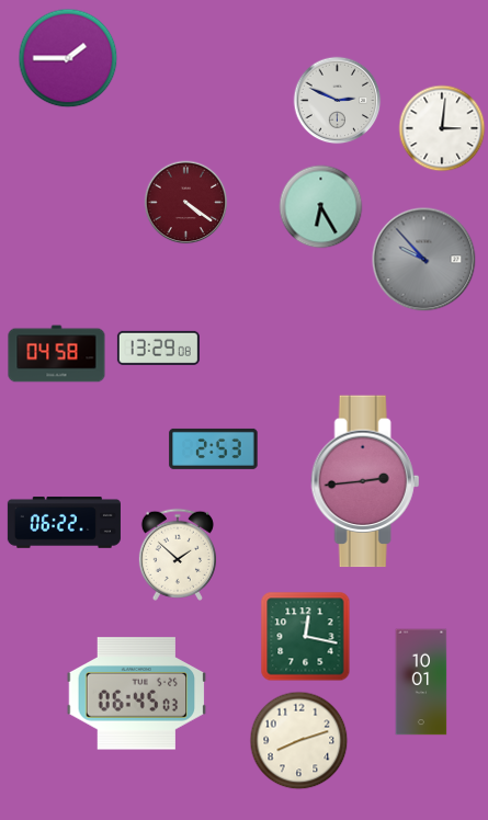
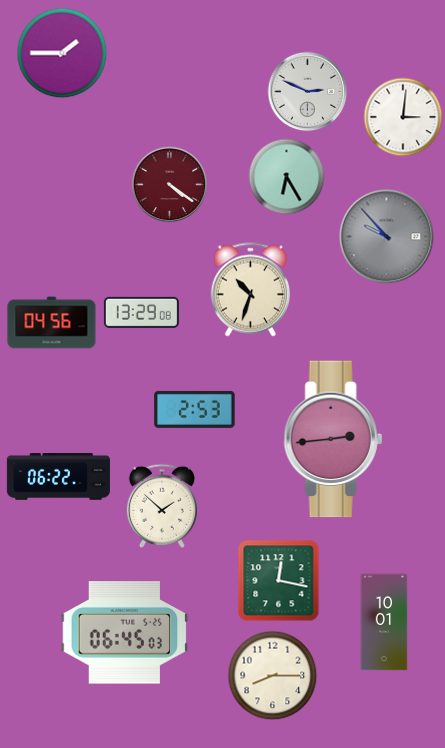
clock at (321, 207) position: (321, 207) -> (287, 177)
clock at (250, 290): none -> 10:33
clock at (158, 348) position: (158, 348) -> (141, 312)
clock at (57, 354): 04:58 -> 04:56
clock at (299, 741): 8:12 -> 8:15
